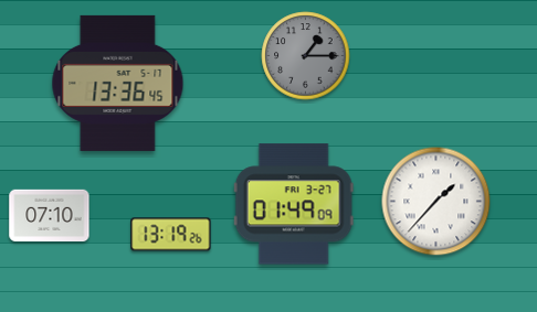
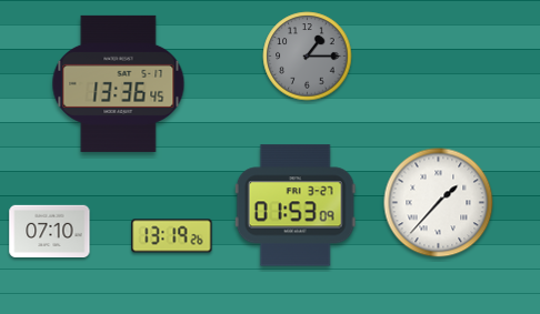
clock at (294, 204): 01:49 -> 01:53
clock at (50, 215) position: (50, 215) -> (50, 231)
